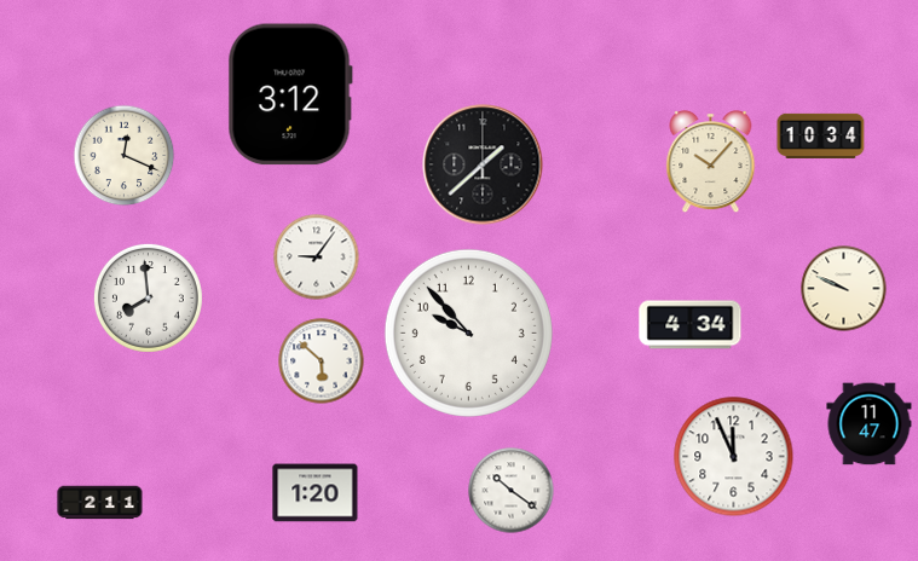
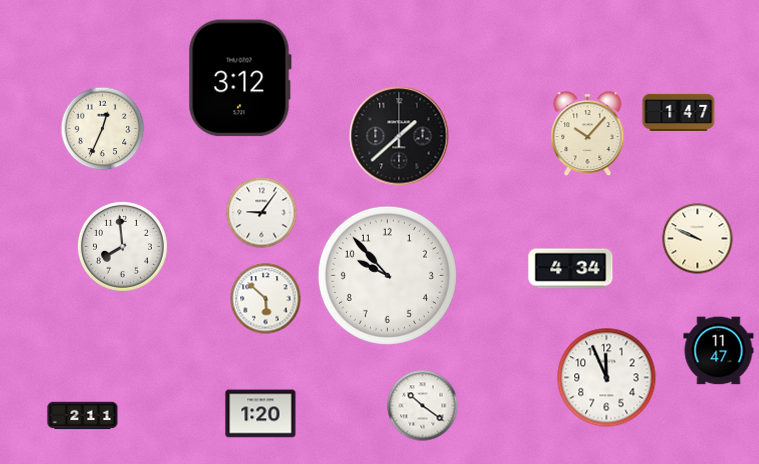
clock at (821, 135): 10:34 -> 1:47
clock at (125, 156): 12:19 -> 12:34
clock at (316, 493) position: (316, 493) -> (261, 414)
